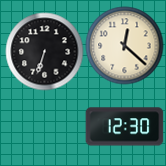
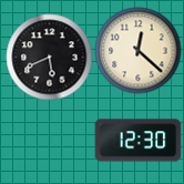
clock at (44, 51): 6:33 -> 5:41
